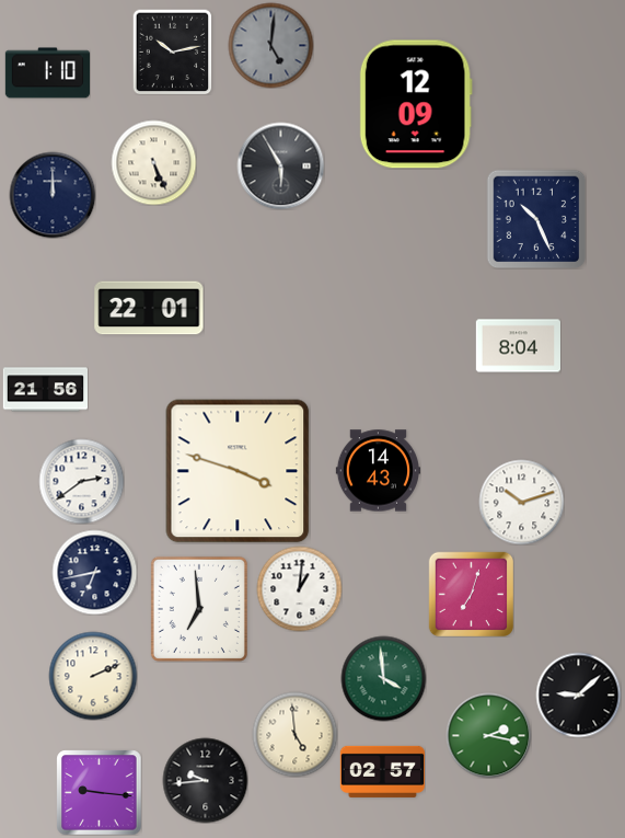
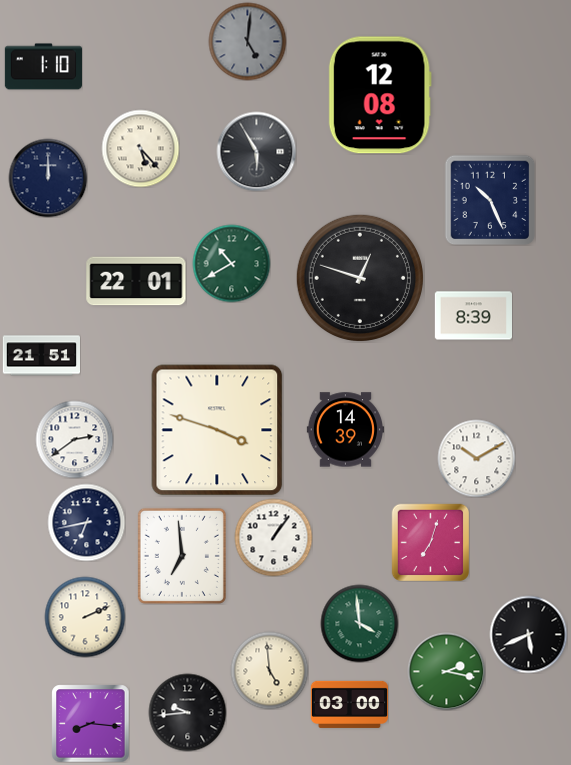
clock at (173, 51): 10:13 -> none
clock at (416, 104): 12:09 -> 12:08
clock at (153, 162): 5:26 -> 5:23
clock at (231, 263): none -> 10:40
clock at (360, 278): none -> 12:48
clock at (518, 346): 8:04 -> 8:39
clock at (45, 390): 21:56 -> 21:51
clock at (378, 471): 14:43 -> 14:39
clock at (521, 502): 10:12 -> 10:10
clock at (299, 588): 1:01 -> 1:06
clock at (383, 678) position: (383, 678) -> (359, 623)
clock at (578, 694): 9:08 -> 5:41
clock at (382, 771): 02:57 -> 03:00
clock at (99, 792): 9:16 -> 8:16
